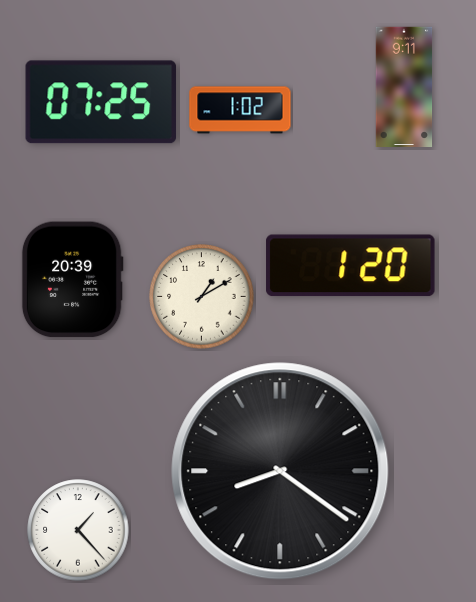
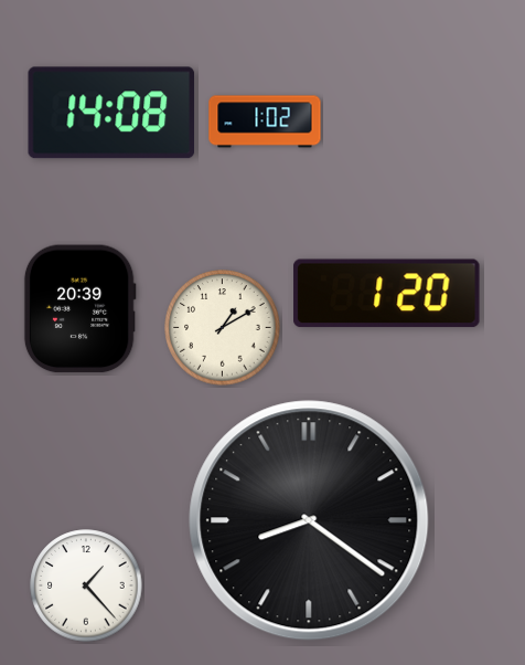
clock at (404, 87): 9:11 -> none
clock at (101, 102): 07:25 -> 14:08
